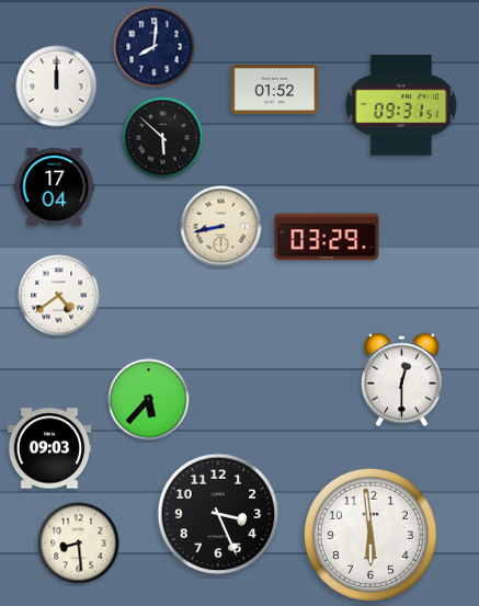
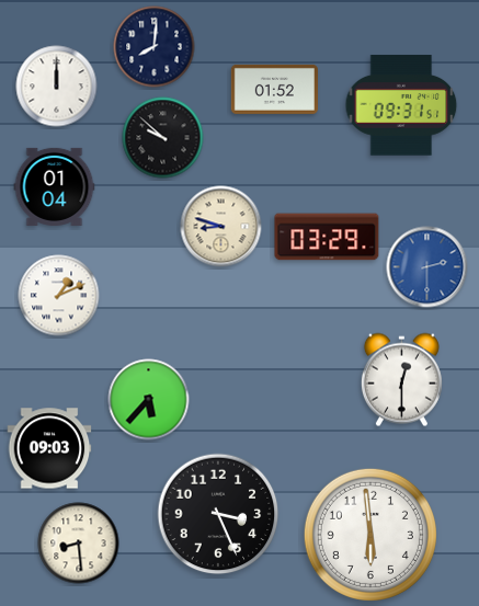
clock at (163, 138): 5:52 -> 9:52
clock at (55, 186): 17:04 -> 01:04
clock at (221, 227): 8:43 -> 8:48
clock at (427, 267): none -> 2:30
clock at (59, 296): 4:39 -> 1:11
